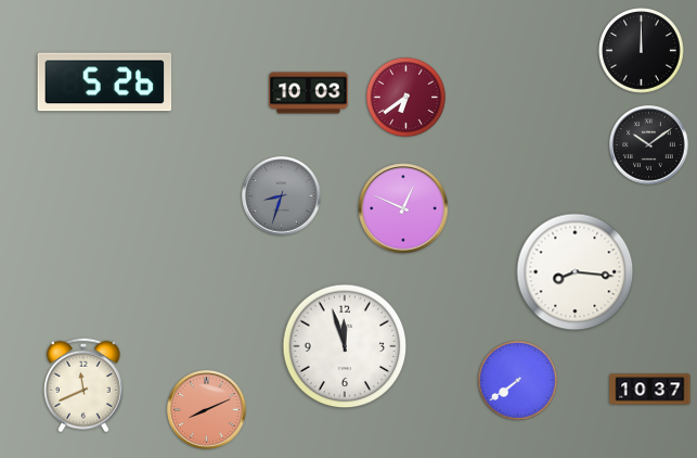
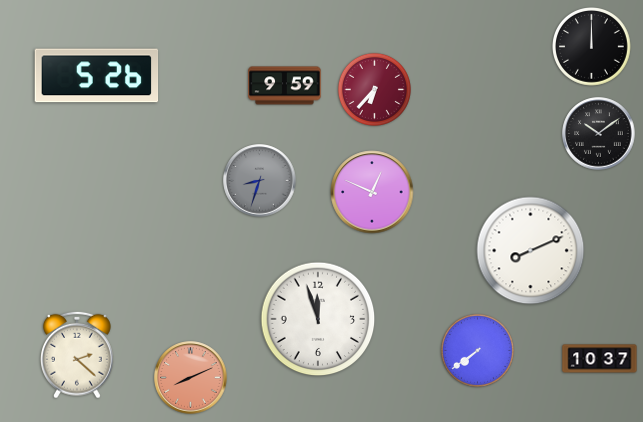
clock at (309, 93): 10:03 -> 9:59
clock at (405, 97): 6:39 -> 6:37
clock at (576, 272): 8:16 -> 8:11
clock at (85, 385): 11:41 -> 2:22
